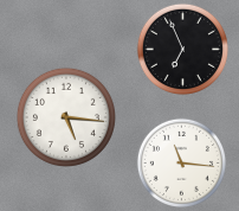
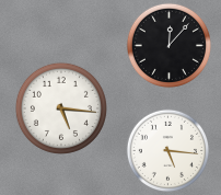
clock at (182, 49): 6:56 -> 12:07
clock at (181, 162): 11:16 -> 5:16
